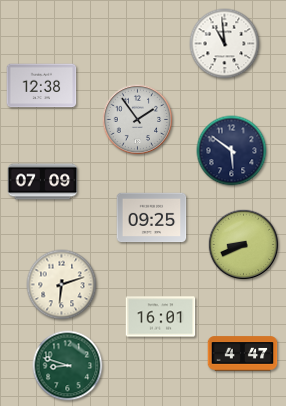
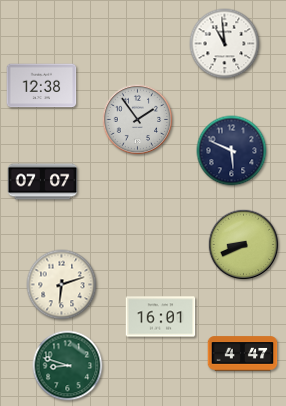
clock at (232, 151): 5:51 -> 5:49
clock at (43, 182): 07:09 -> 07:07
clock at (152, 218): 09:25 -> none
